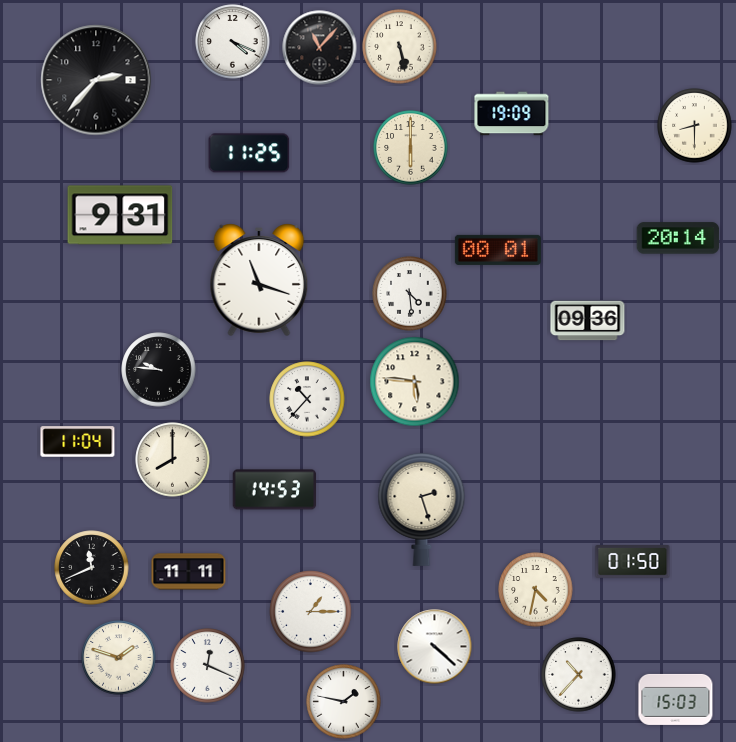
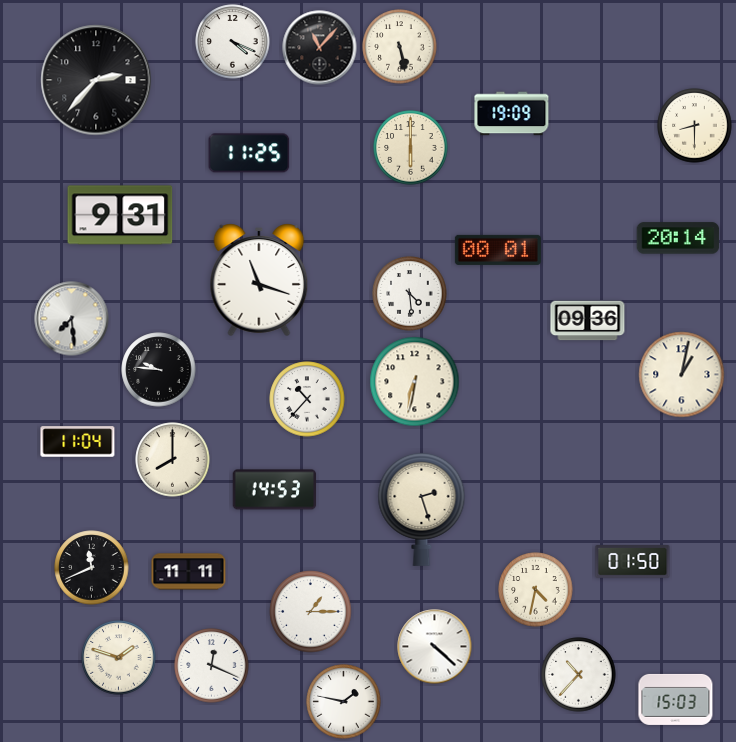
clock at (72, 319): none -> 7:29
clock at (682, 375): none -> 1:02
clock at (415, 382): 5:46 -> 6:32
clock at (208, 666) position: (208, 666) -> (212, 666)
